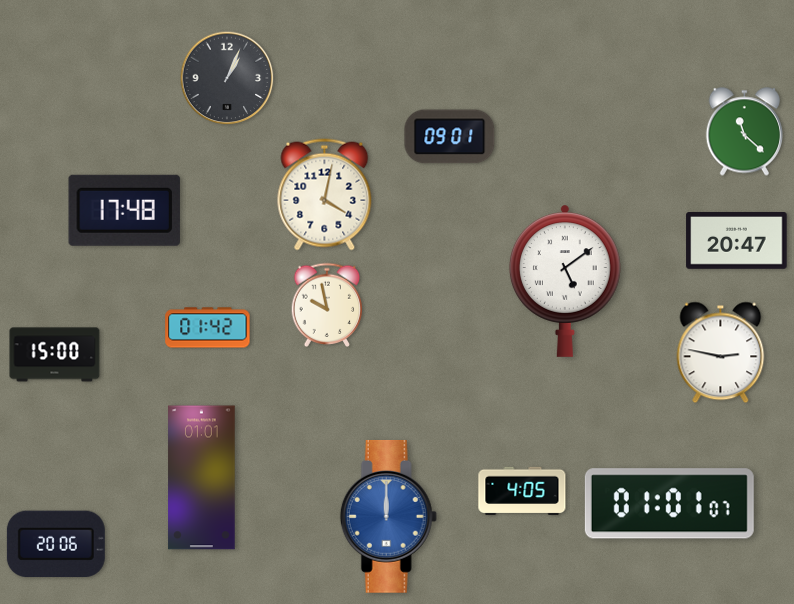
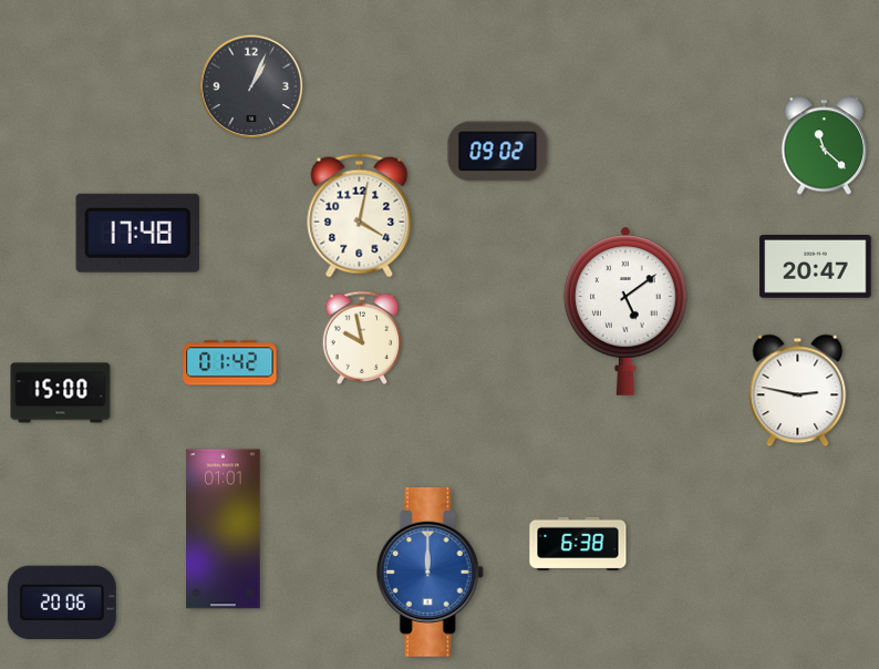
clock at (450, 137): 09:01 -> 09:02
clock at (522, 491): 4:05 -> 6:38
clock at (669, 504): 01:01 -> none
